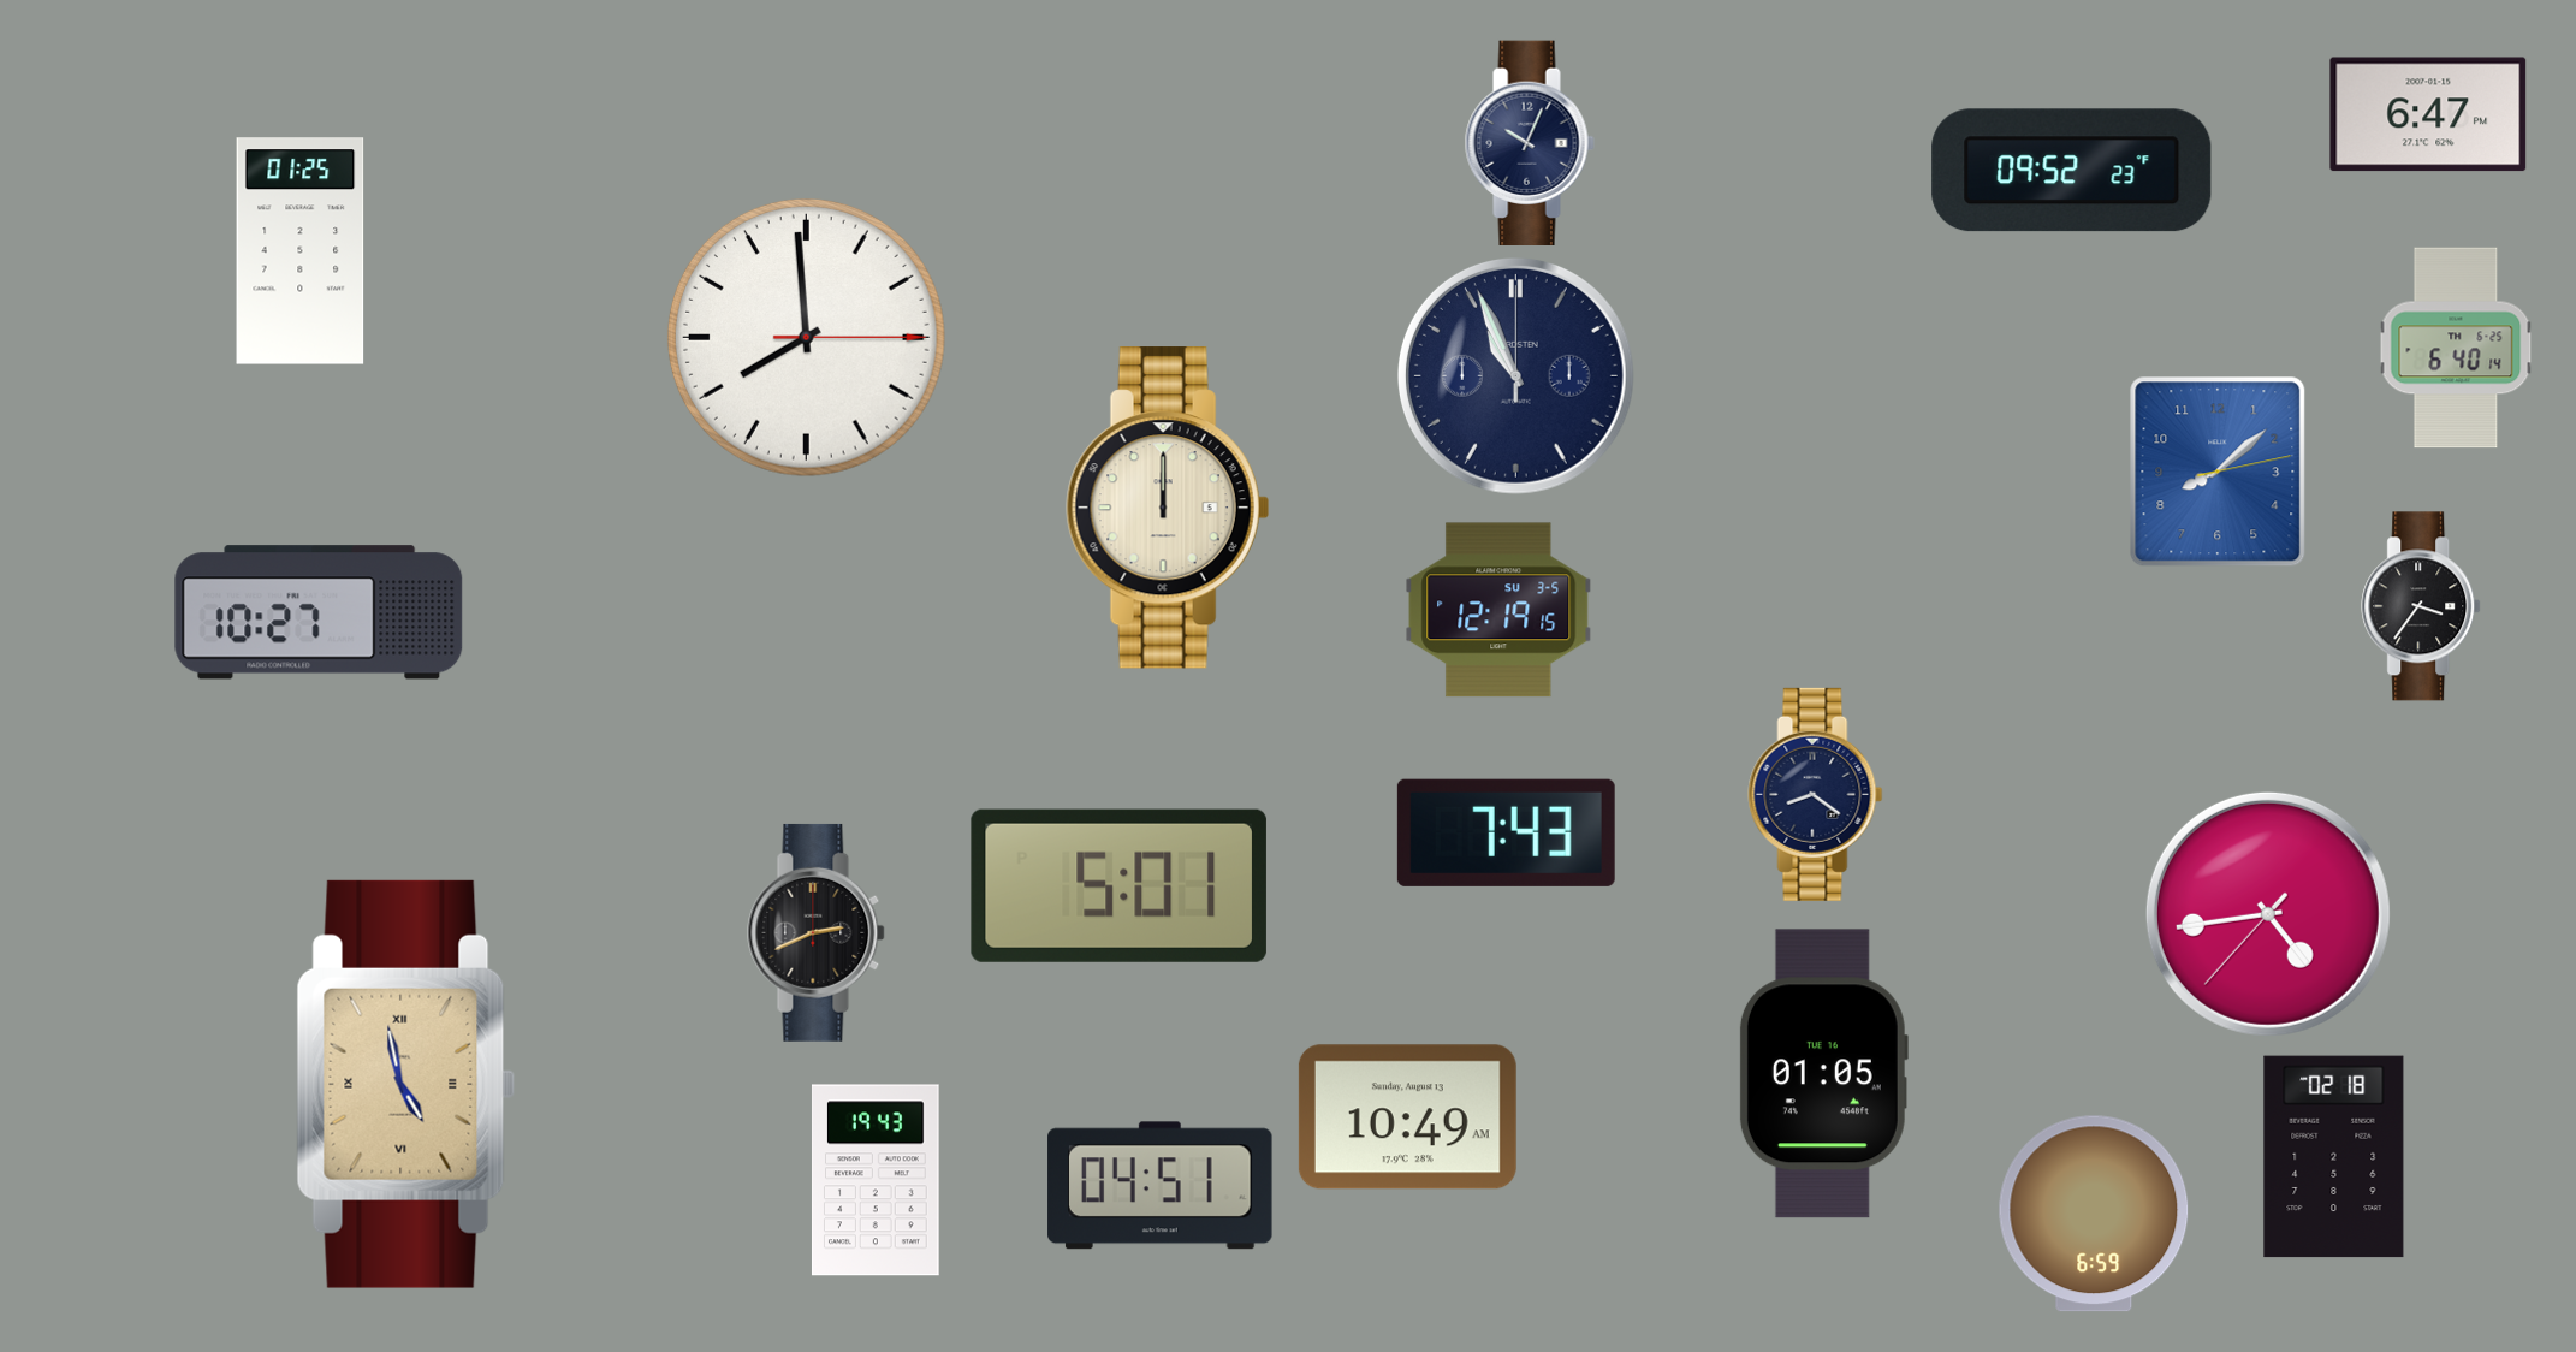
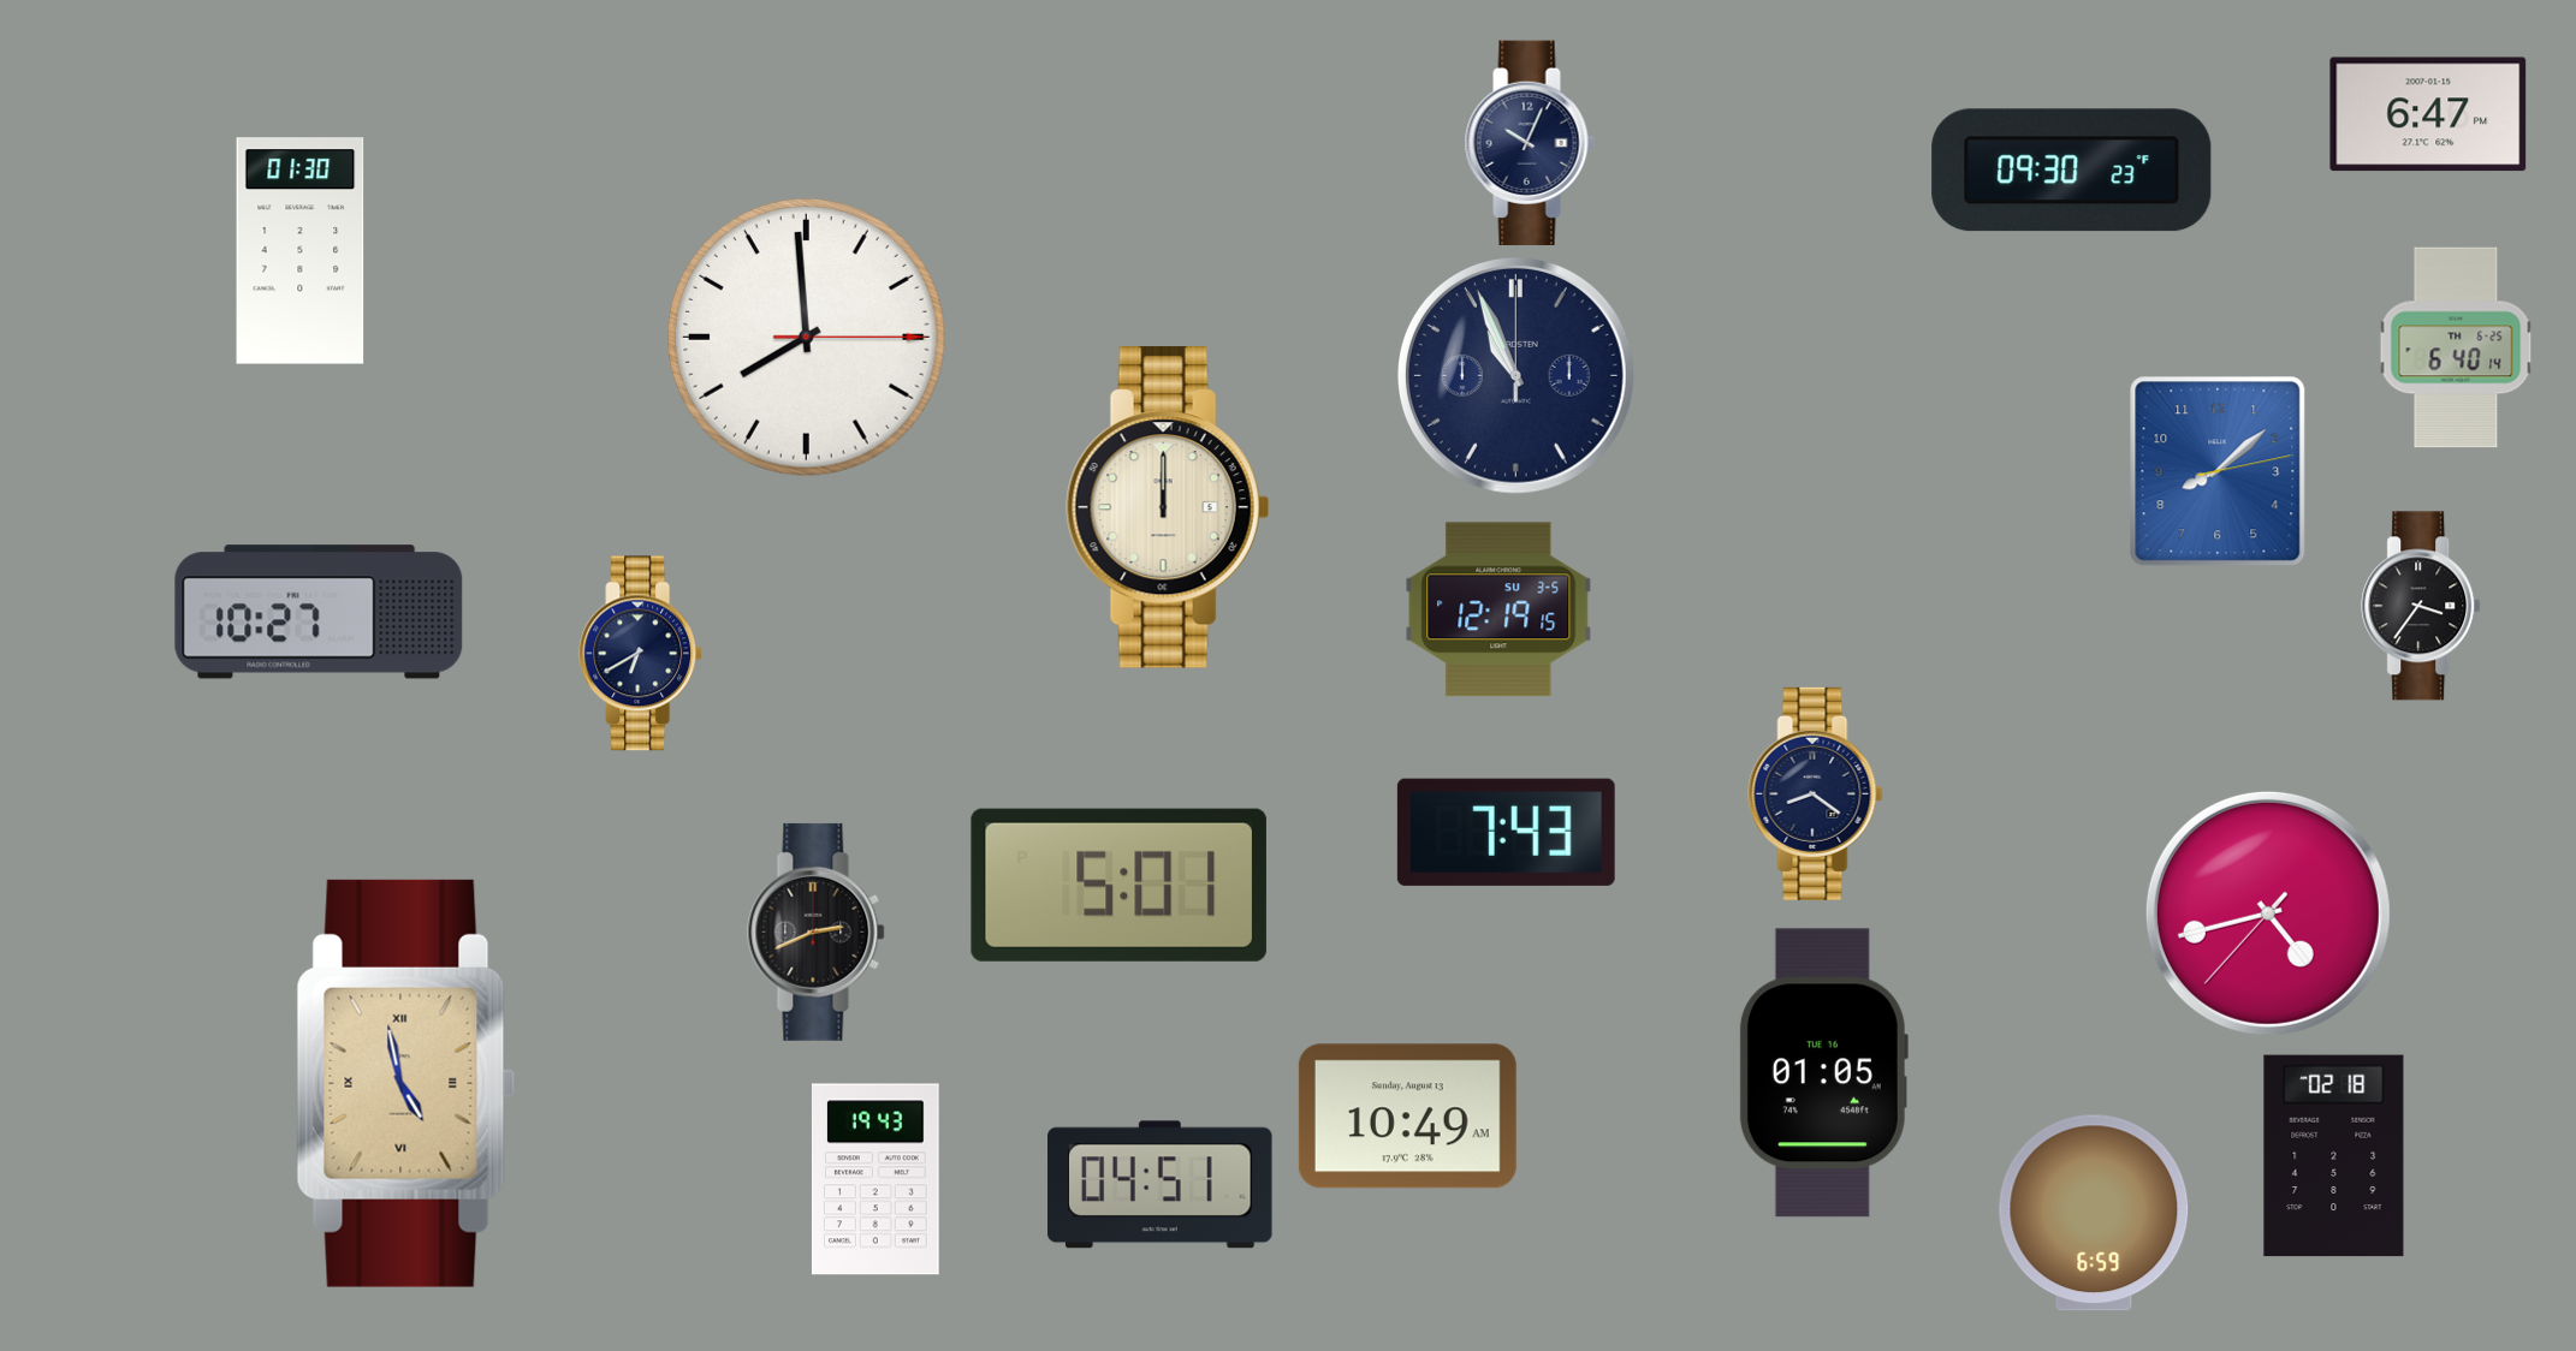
clock at (2072, 171): 09:52 -> 09:30
clock at (301, 251): 01:25 -> 01:30
clock at (641, 654): none -> 6:40
clock at (2268, 914): 4:43 -> 4:42
